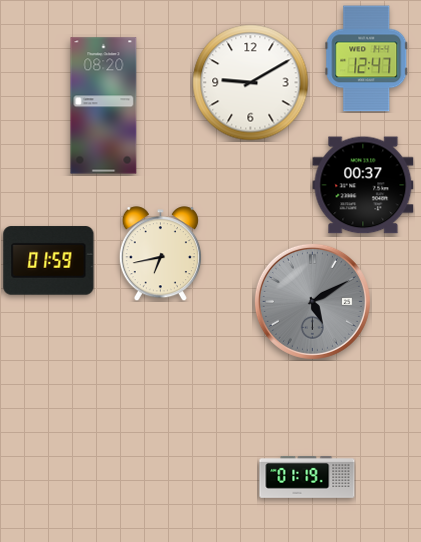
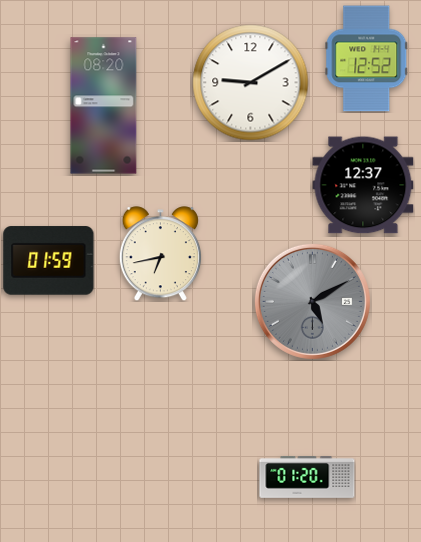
clock at (367, 59): 12:47 -> 12:52
clock at (363, 185): 00:37 -> 12:37
clock at (307, 478): 01:19 -> 01:20
